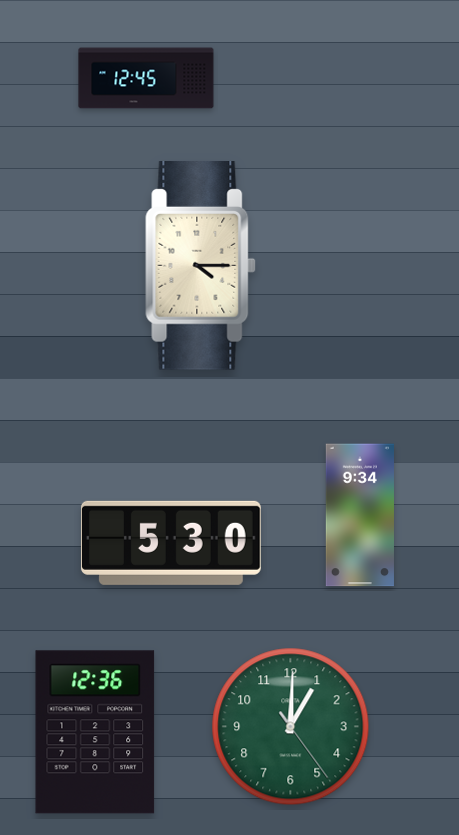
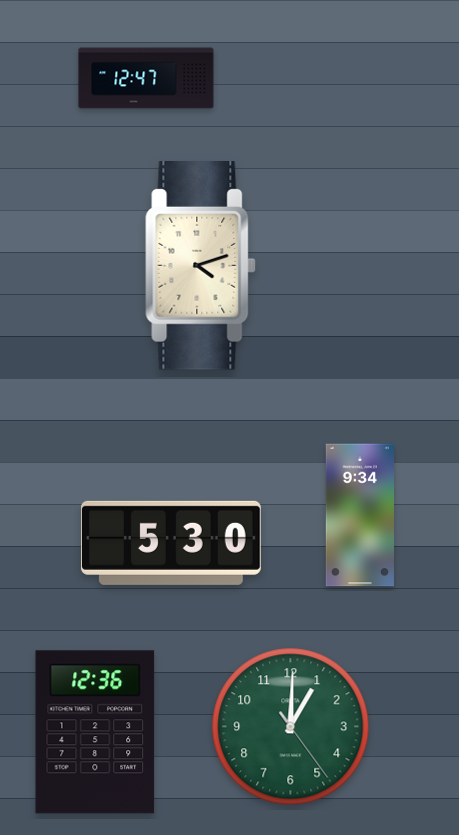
clock at (146, 78): 12:45 -> 12:47
clock at (201, 266): 4:15 -> 4:12
